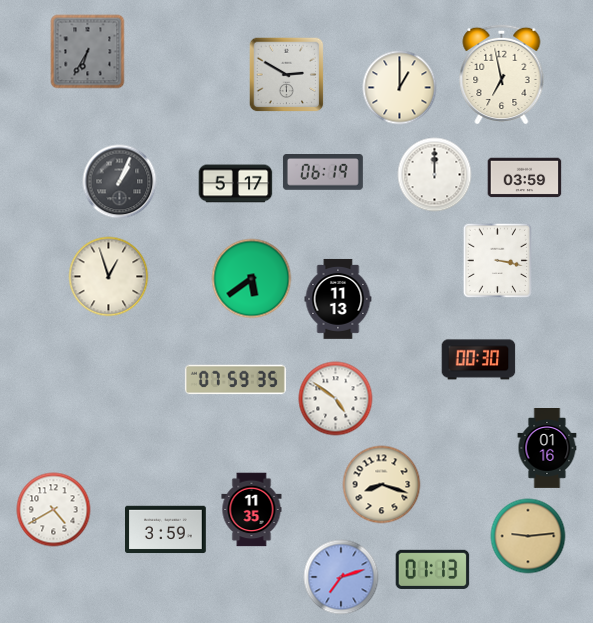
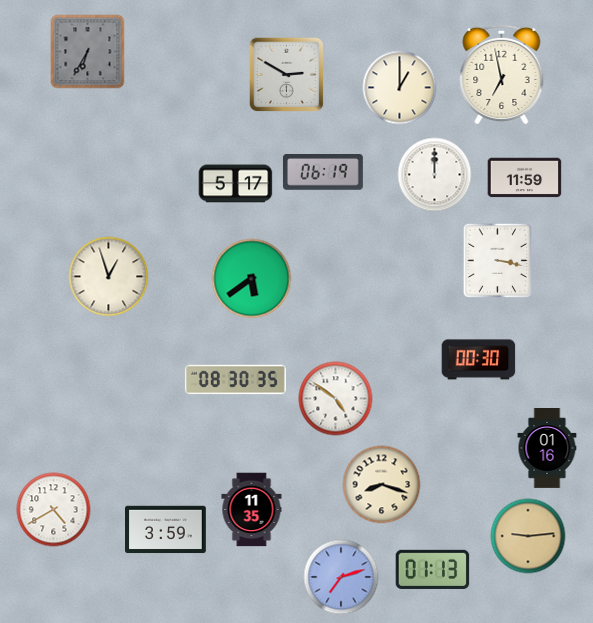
clock at (525, 178): 03:59 -> 11:59
clock at (120, 182): 1:04 -> none
clock at (338, 299): 11:13 -> none
clock at (235, 380): 07:59 -> 08:30
